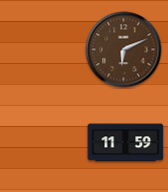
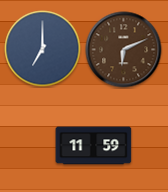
clock at (43, 49): none -> 7:00
clock at (126, 143) position: (126, 143) -> (94, 146)
